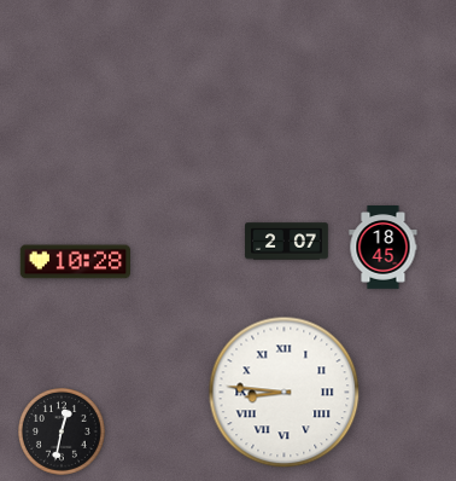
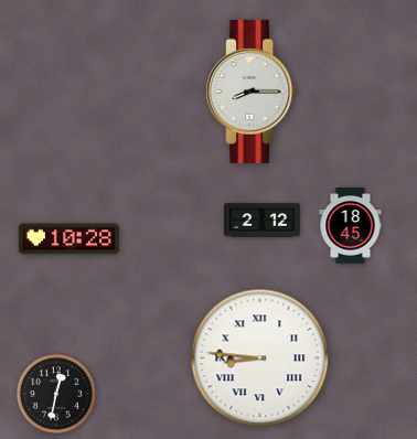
clock at (252, 92): none -> 8:15
clock at (287, 242): 2:07 -> 2:12
